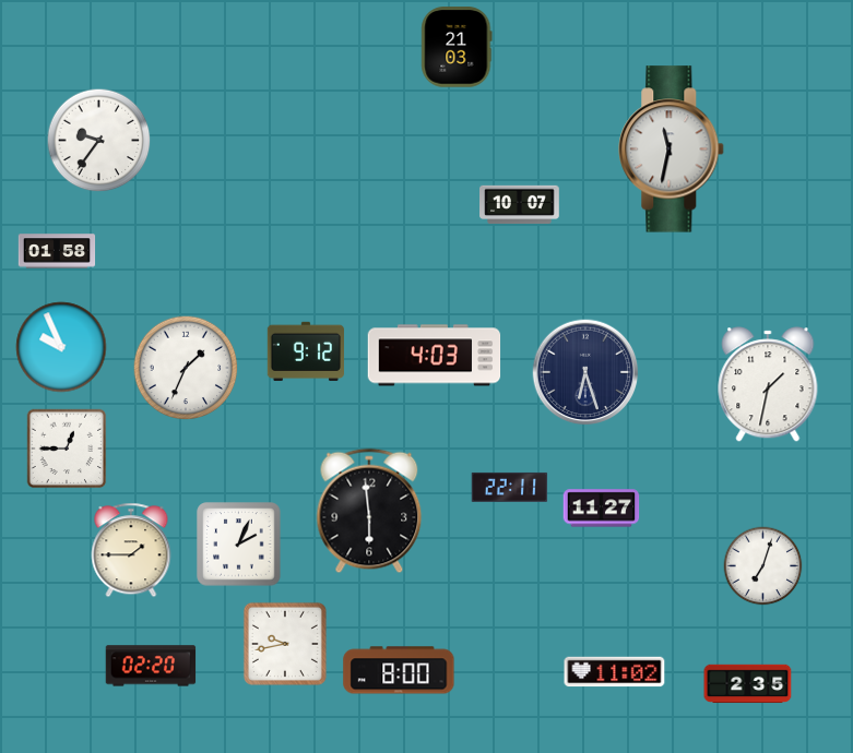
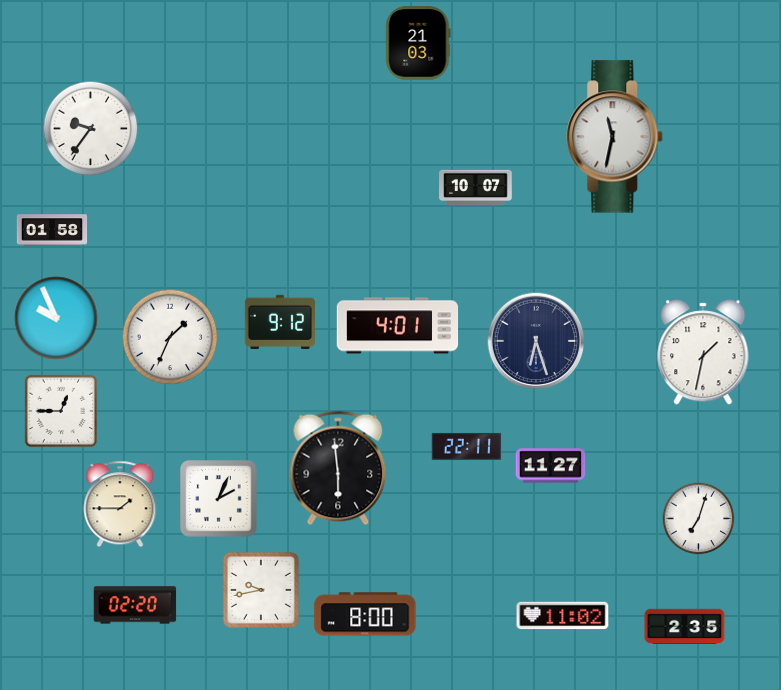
clock at (435, 356): 4:03 -> 4:01
clock at (151, 666) position: (151, 666) -> (135, 605)
